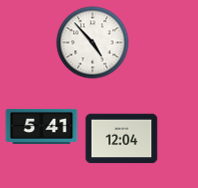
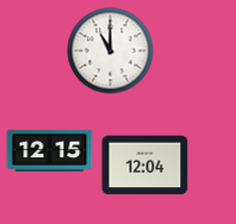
clock at (93, 43): 4:53 -> 11:00
clock at (42, 126): 5:41 -> 12:15
